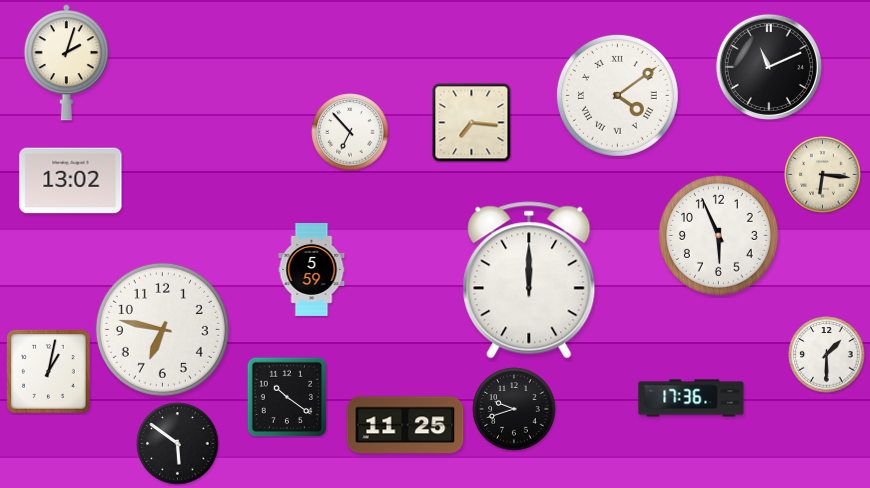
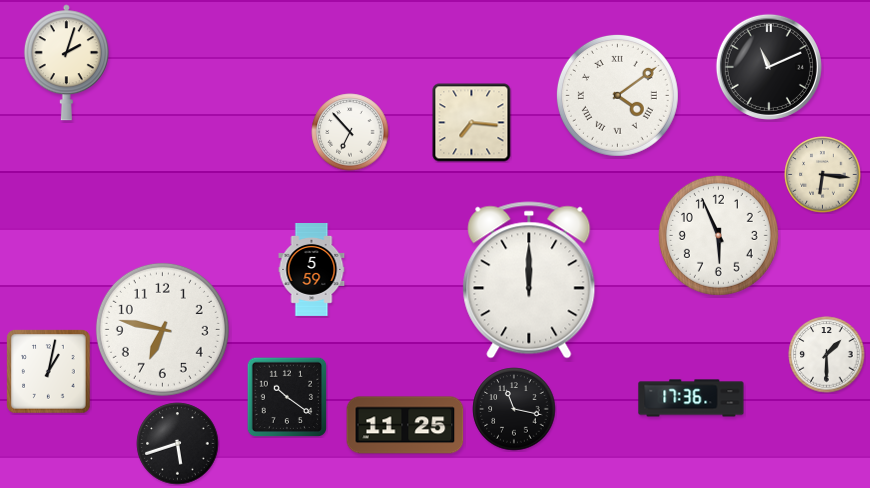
clock at (71, 181): 13:02 -> none
clock at (514, 409): 9:42 -> 11:17
clock at (178, 444): 5:51 -> 5:42
